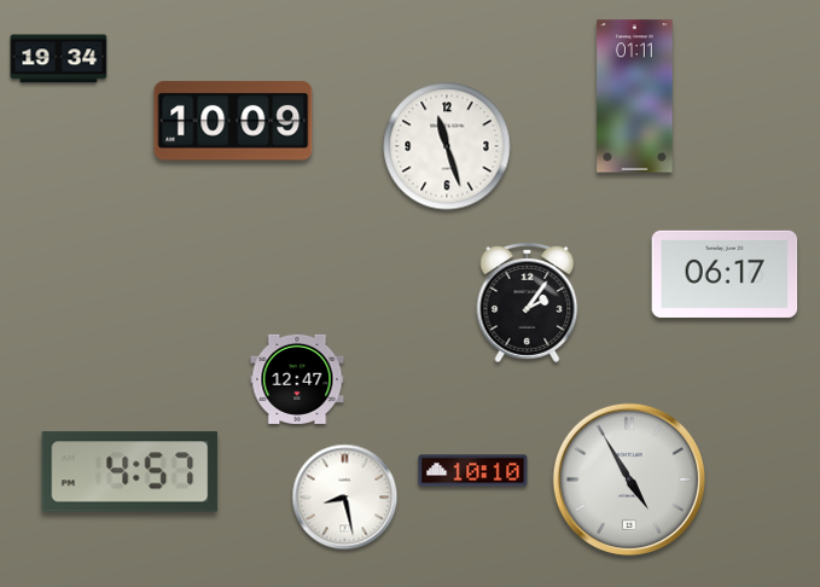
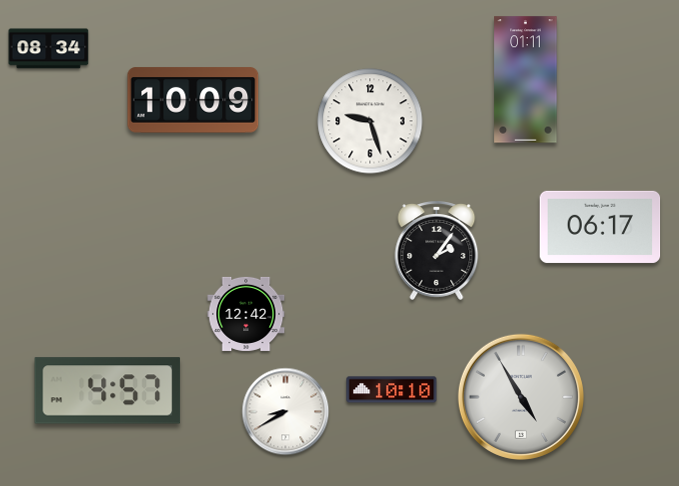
clock at (59, 59): 19:34 -> 08:34
clock at (447, 146): 11:27 -> 9:27
clock at (297, 379): 12:47 -> 12:42
clock at (345, 498): 8:28 -> 8:40
